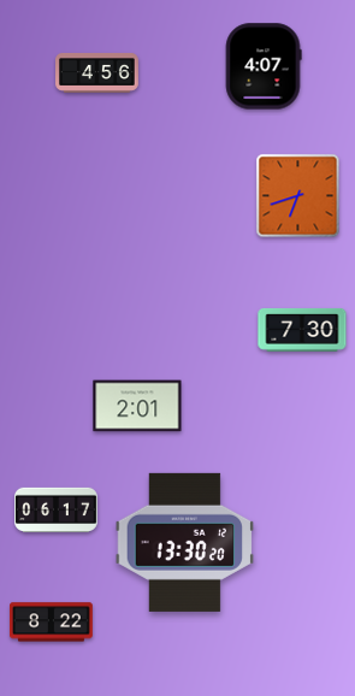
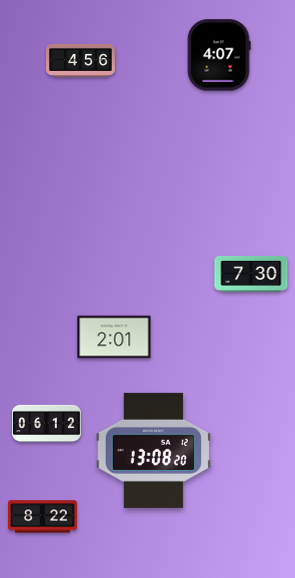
clock at (298, 196): 6:42 -> none
clock at (57, 509): 06:17 -> 06:12
clock at (185, 542): 13:30 -> 13:08
